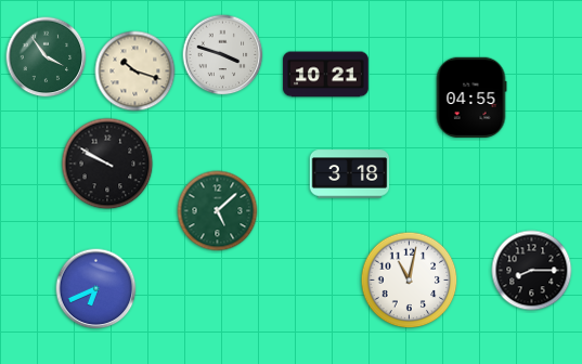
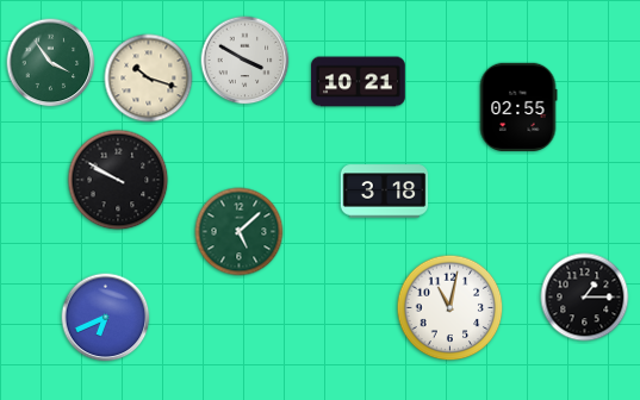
clock at (223, 55): 3:48 -> 3:50
clock at (471, 96): 04:55 -> 02:55
clock at (532, 271): 8:15 -> 1:15
